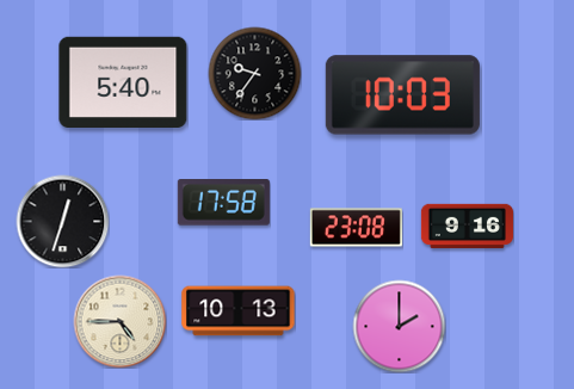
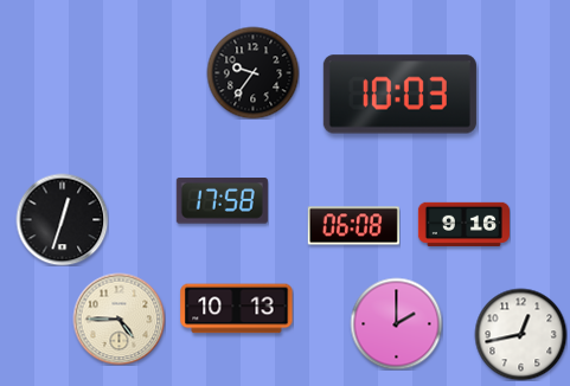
clock at (123, 81): 5:40 -> none
clock at (356, 228): 23:08 -> 06:08
clock at (520, 334): none -> 12:43
